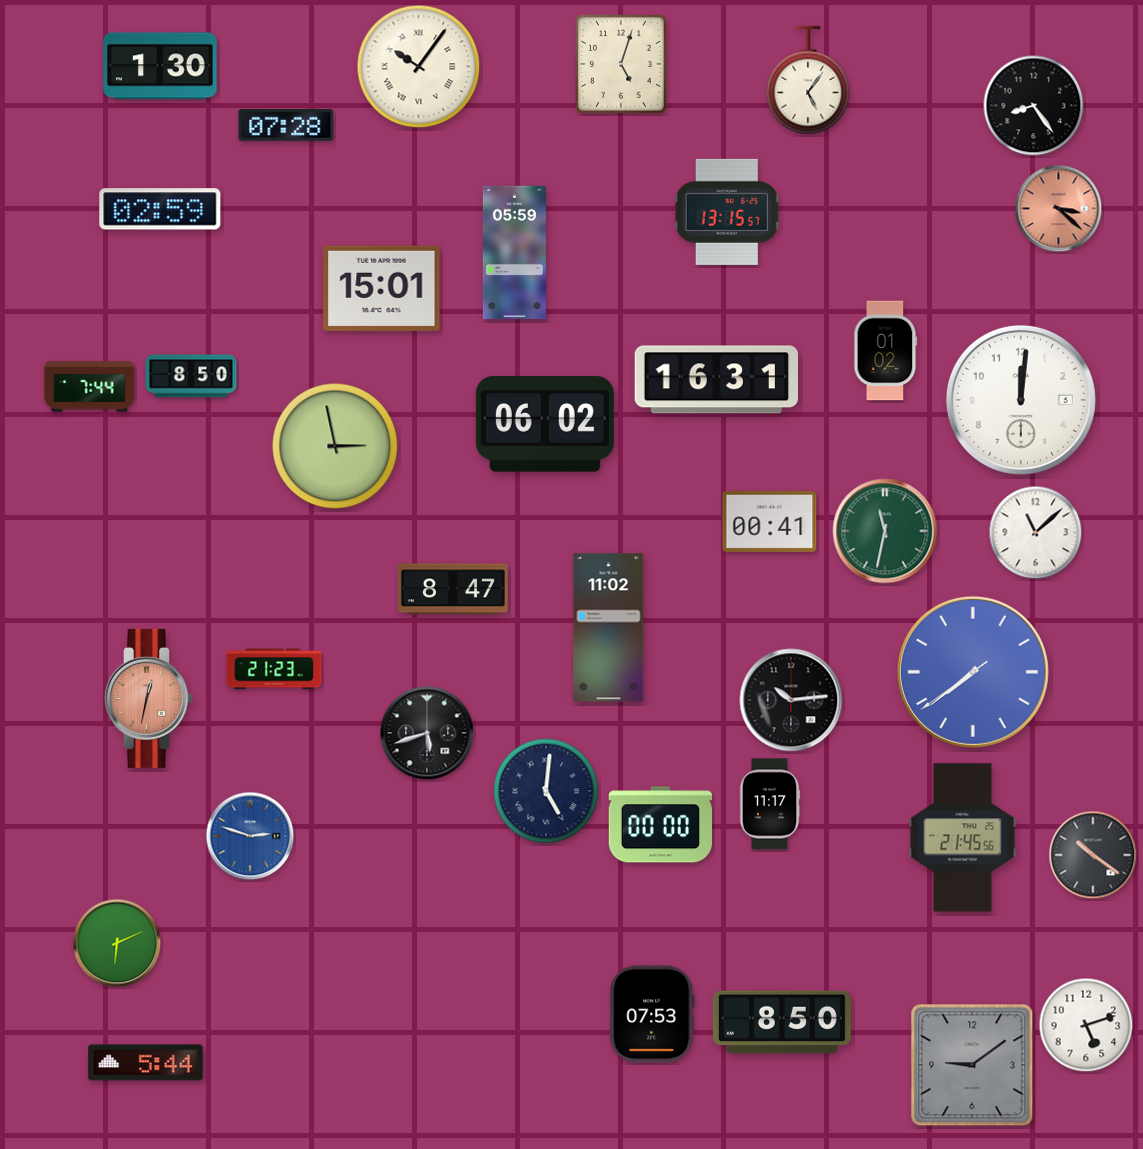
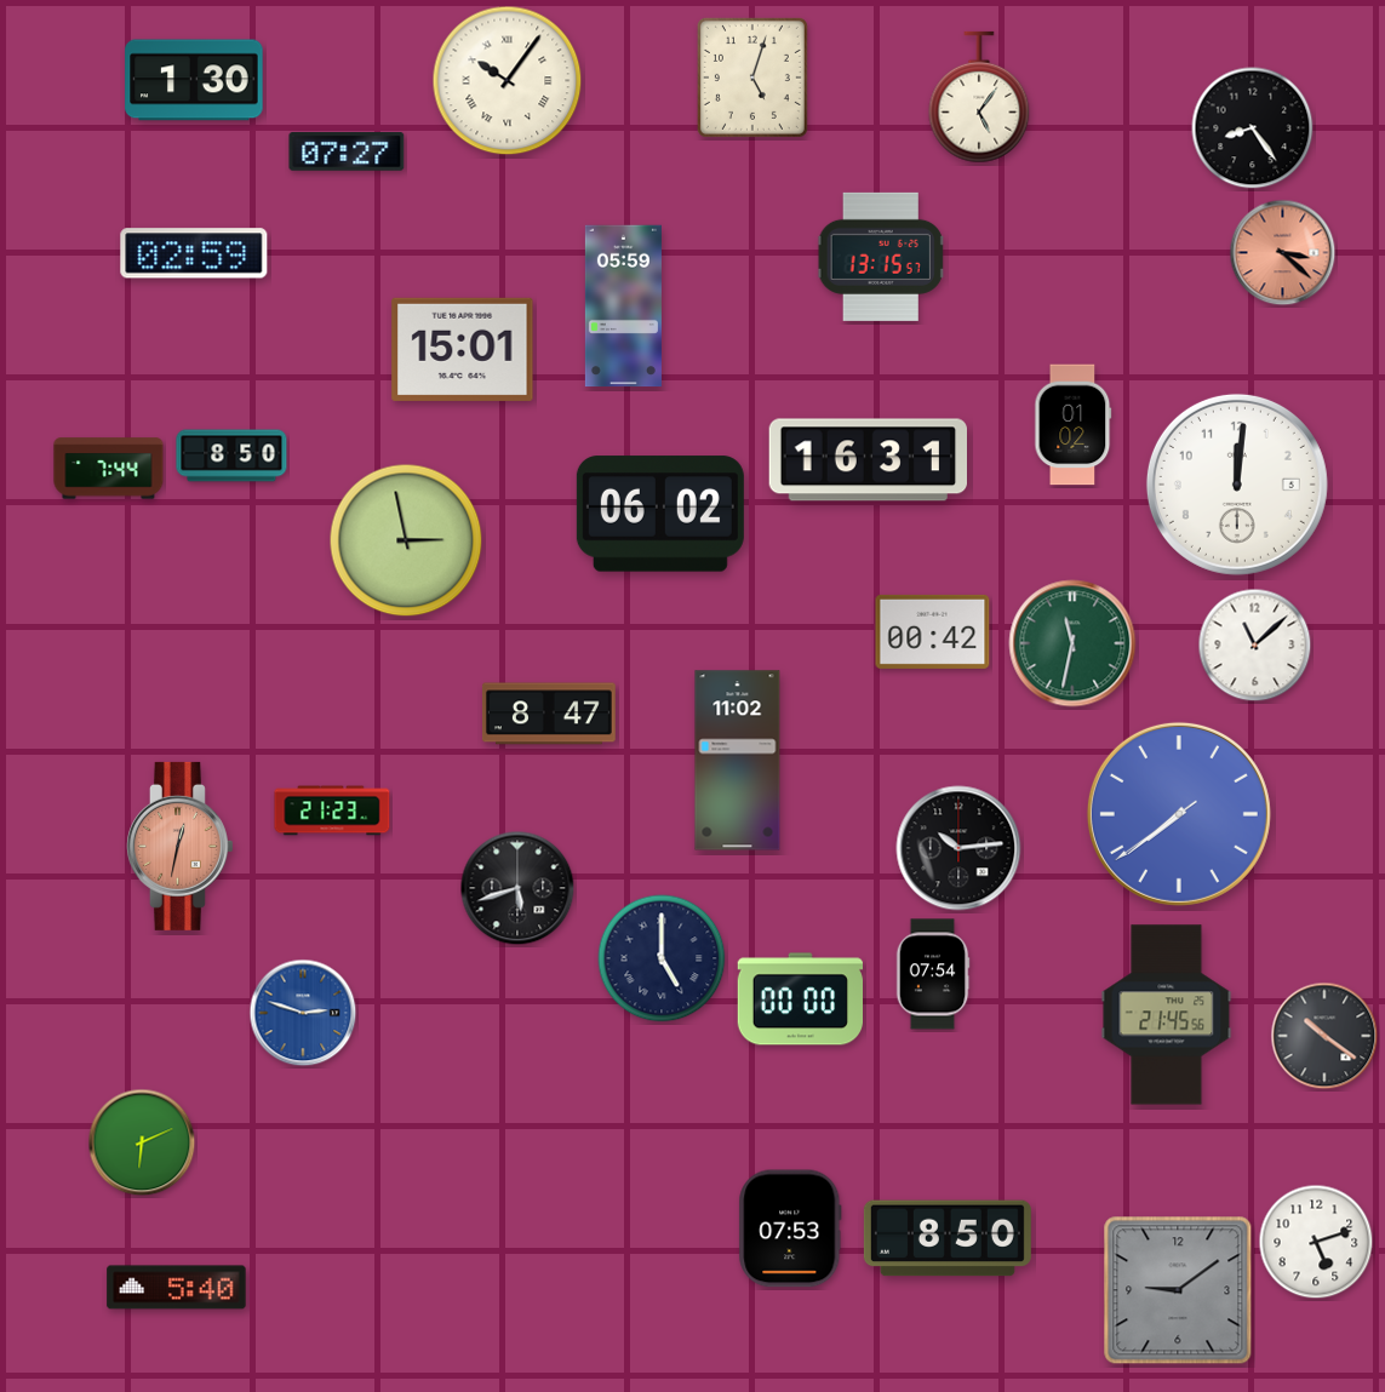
clock at (286, 126): 07:28 -> 07:27
clock at (770, 521): 00:41 -> 00:42
clock at (546, 791): 5:01 -> 5:00
clock at (770, 804): 11:17 -> 07:54
clock at (146, 1063): 5:44 -> 5:40
